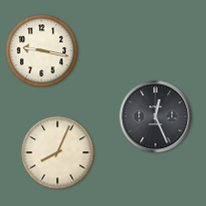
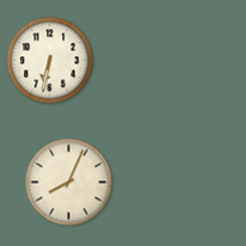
clock at (42, 51): 9:17 -> 6:32
clock at (156, 117): 12:26 -> none
